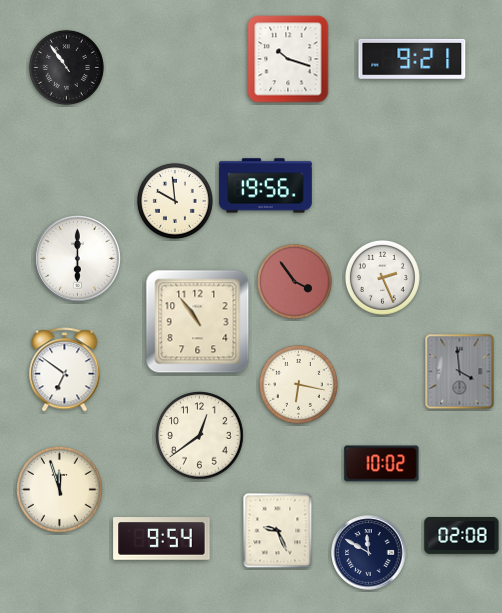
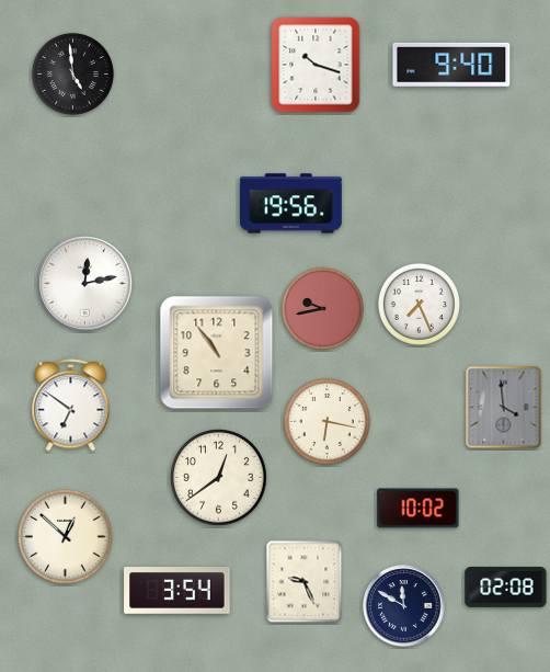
clock at (412, 59): 9:21 -> 9:40
clock at (66, 67): 10:54 -> 4:59
clock at (175, 201): 9:59 -> none
clock at (78, 259): 6:00 -> 12:13
clock at (382, 277): 2:26 -> 7:26
clock at (294, 281): 3:54 -> 9:43
clock at (60, 490): 11:57 -> 12:52
clock at (162, 539): 9:54 -> 3:54
